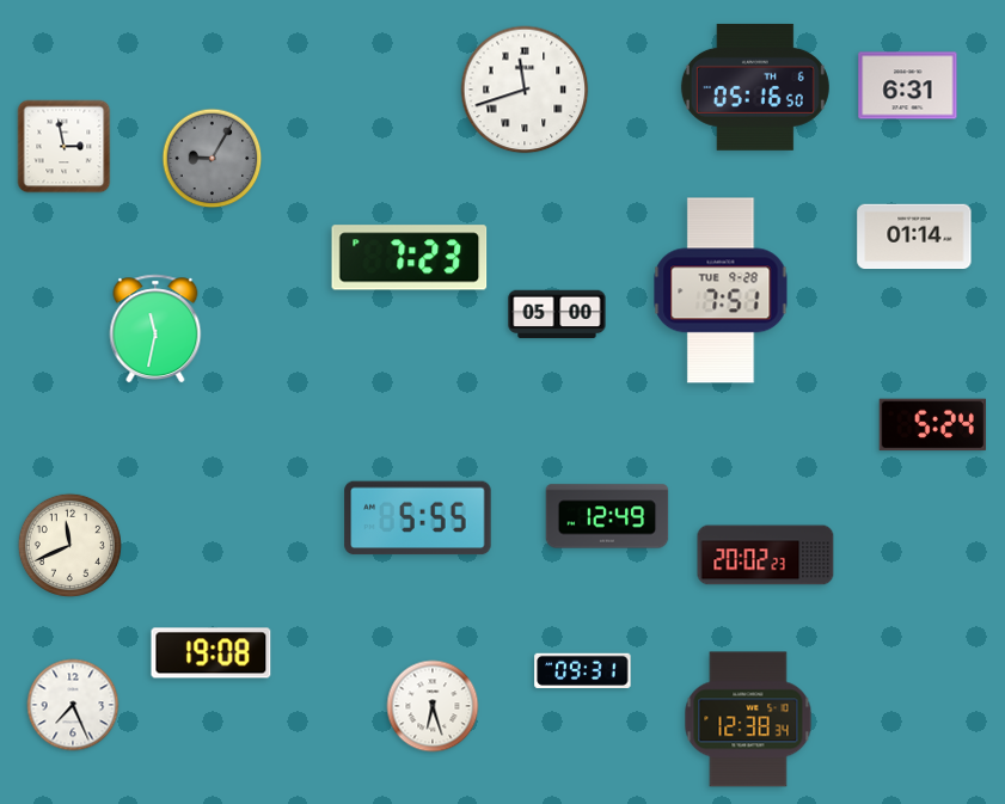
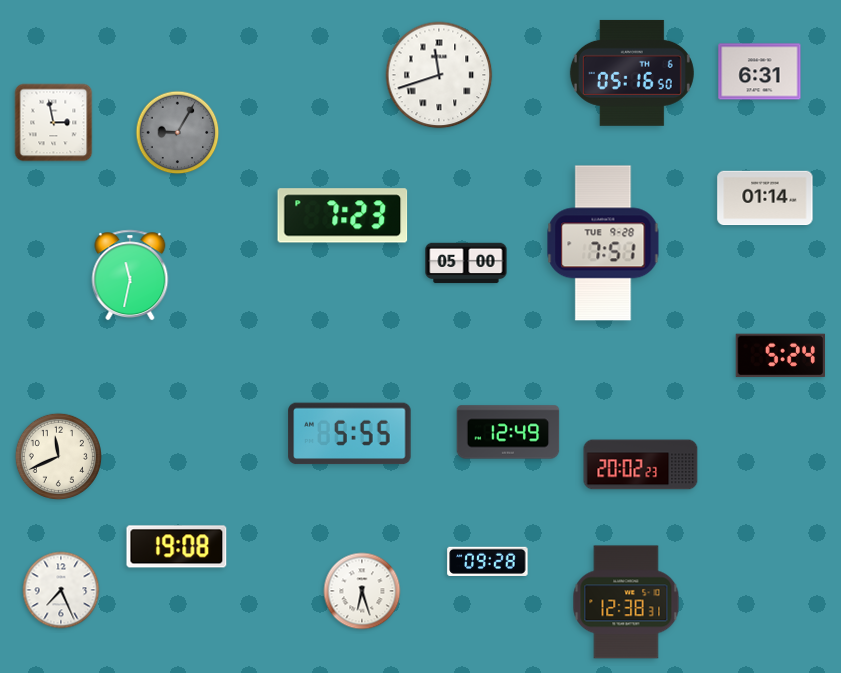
clock at (583, 670): 09:31 -> 09:28
clock at (748, 719): 12:38:34 -> 12:38:31
